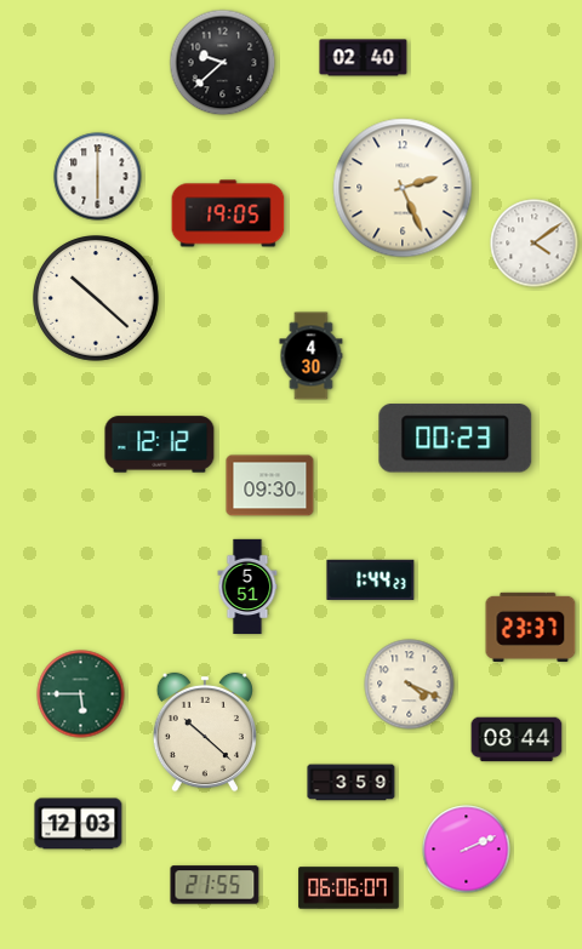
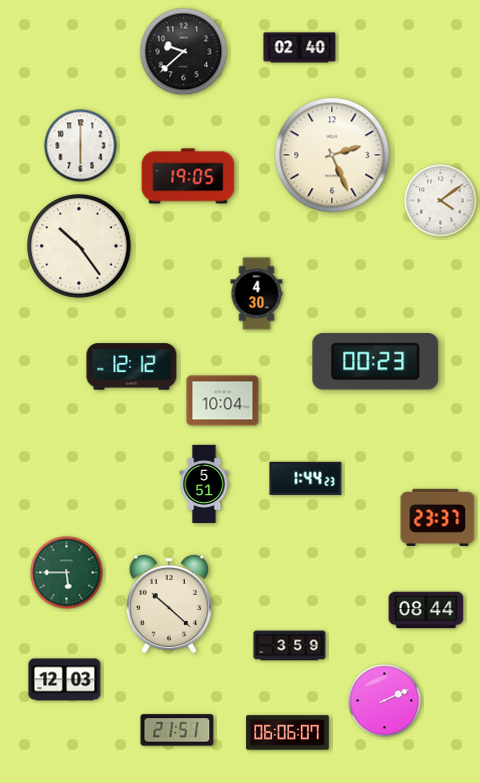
clock at (97, 299): 10:22 -> 10:24
clock at (270, 486): 09:30 -> 10:04
clock at (410, 685): 4:19 -> none
clock at (215, 885): 21:55 -> 21:51
